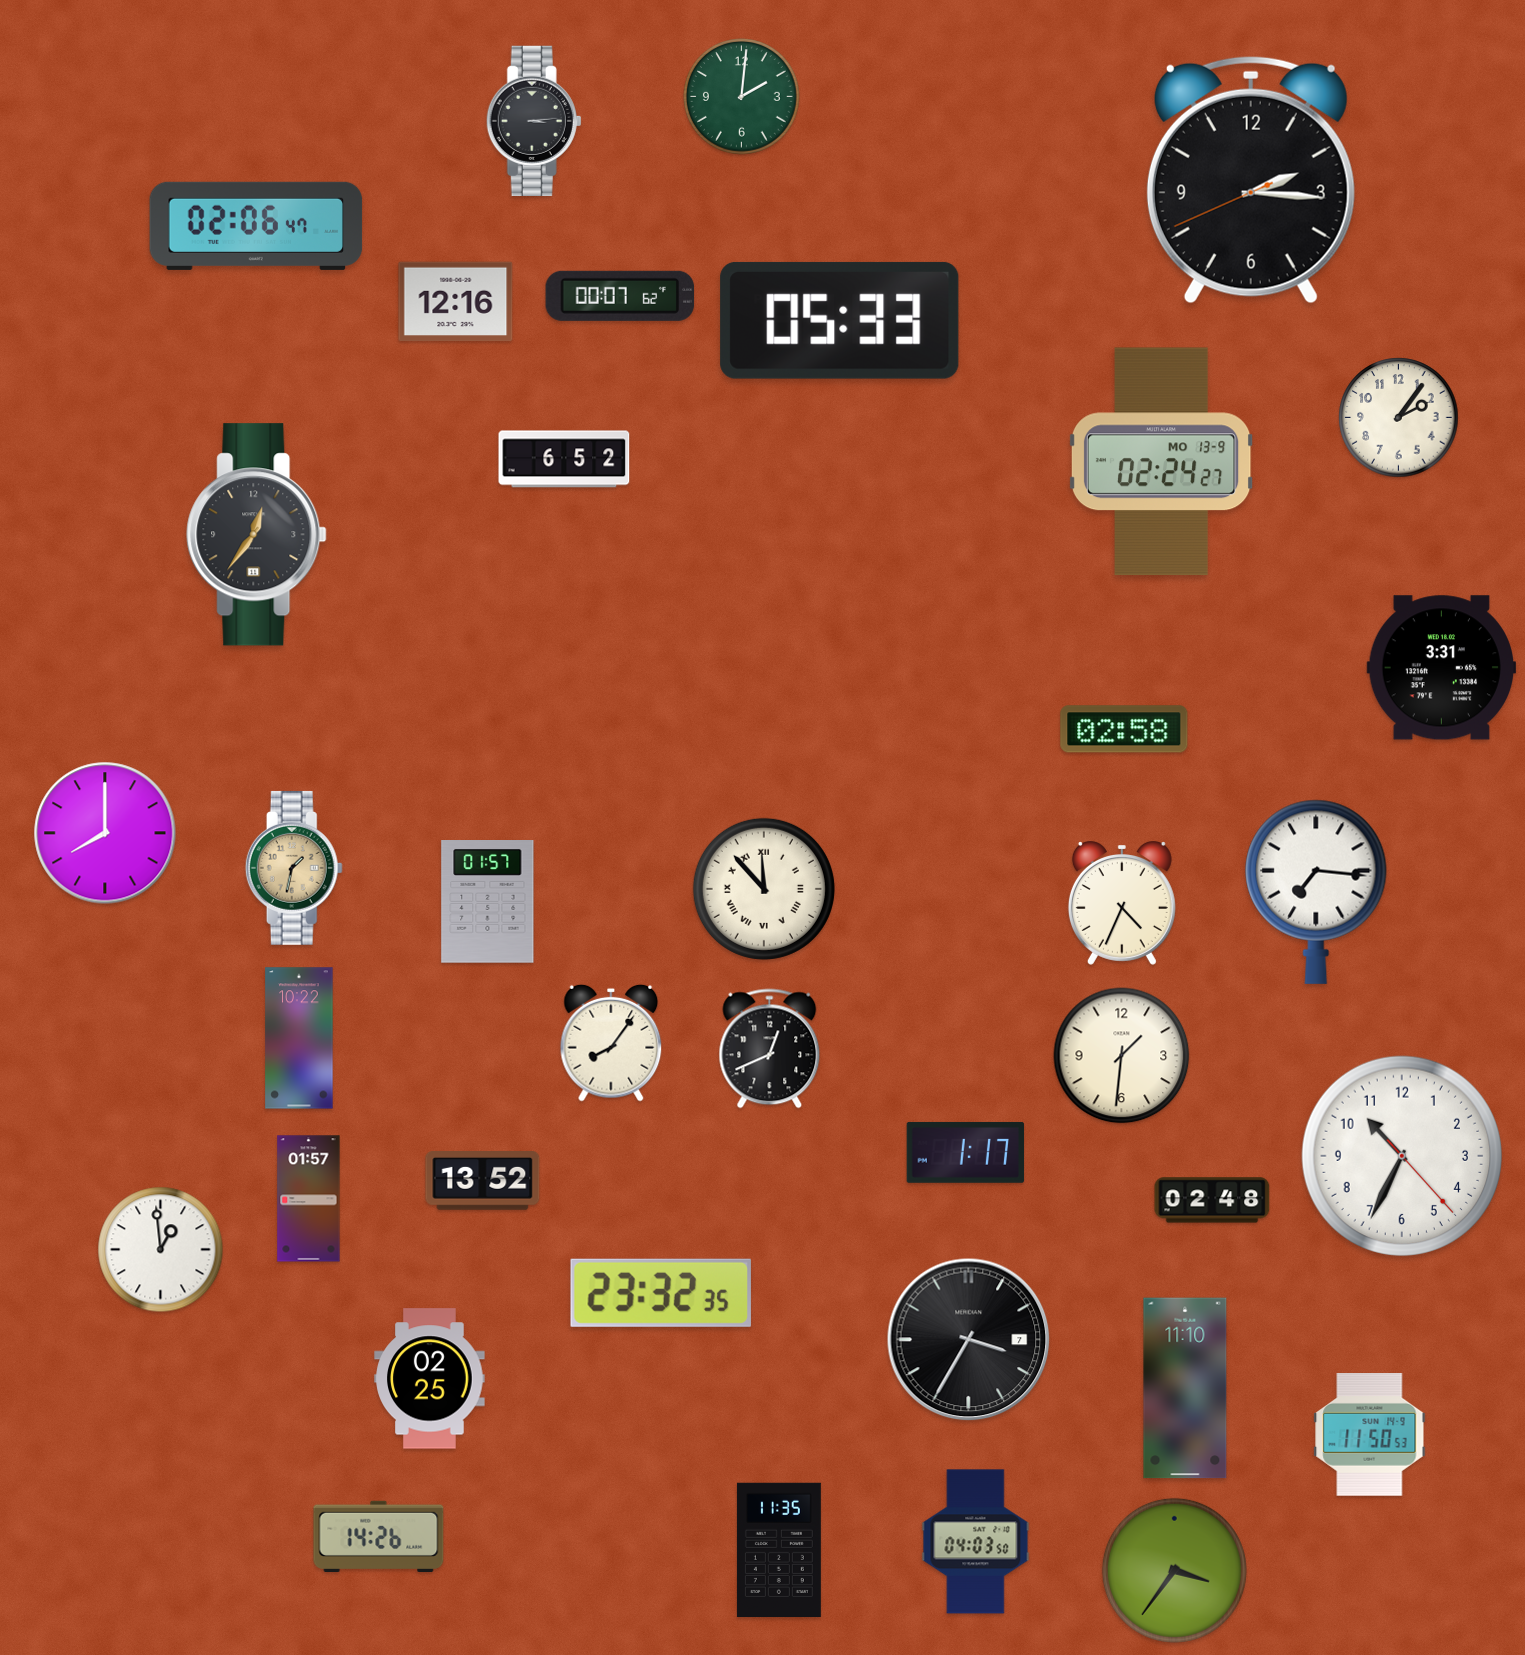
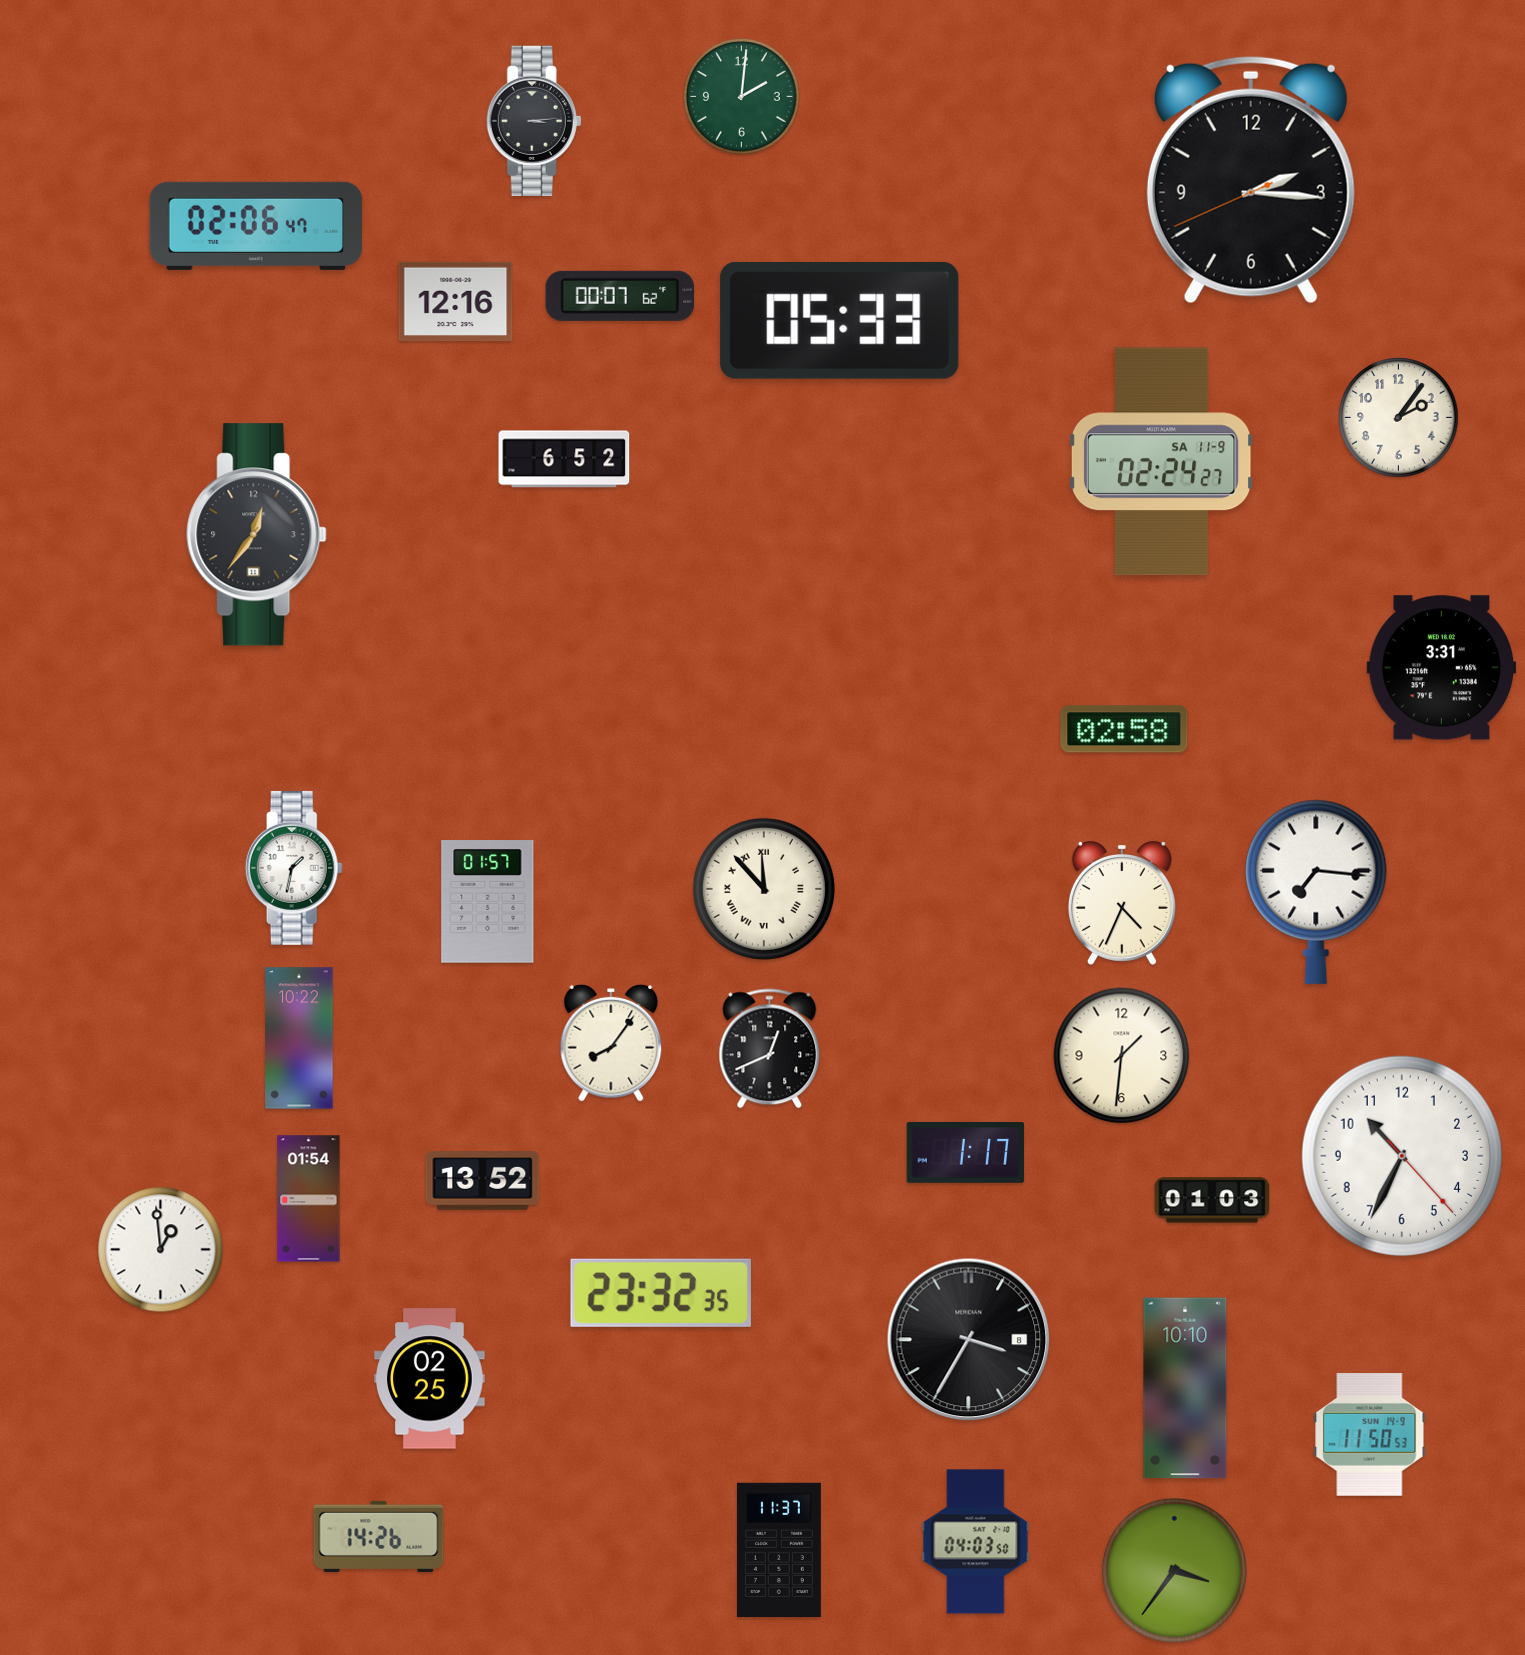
clock at (1161, 462) date: MO 13-9 -> SA 11-9
clock at (105, 833): 8:00 -> none
clock at (294, 868) dial: champagne -> white
clock at (309, 1199): 01:57 -> 01:54
clock at (1212, 1200): 02:48 -> 01:03
clock at (969, 1340) date: 7 -> 8
clock at (1185, 1388): 11:10 -> 10:10
clock at (779, 1549): 11:35 -> 11:37
